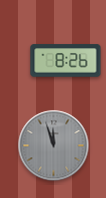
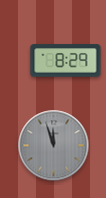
clock at (66, 61): 8:26 -> 8:29
